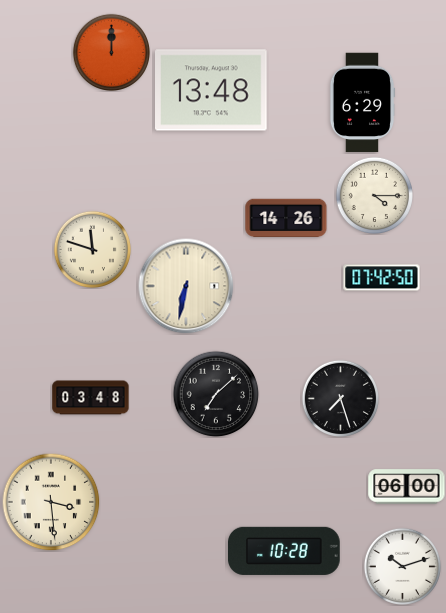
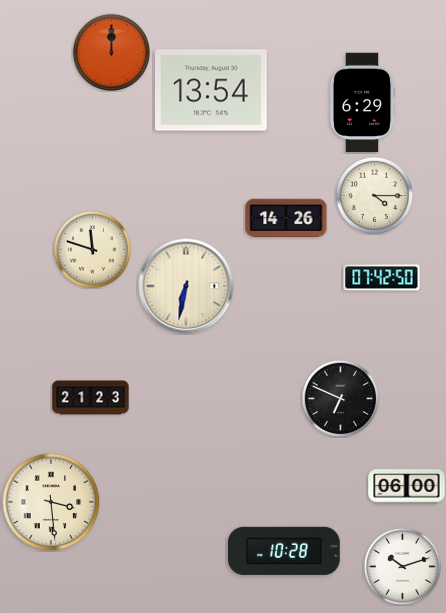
clock at (212, 90): 13:48 -> 13:54
clock at (216, 394): 7:08 -> none
clock at (91, 398): 03:48 -> 21:23
clock at (340, 398): 7:27 -> 6:49
